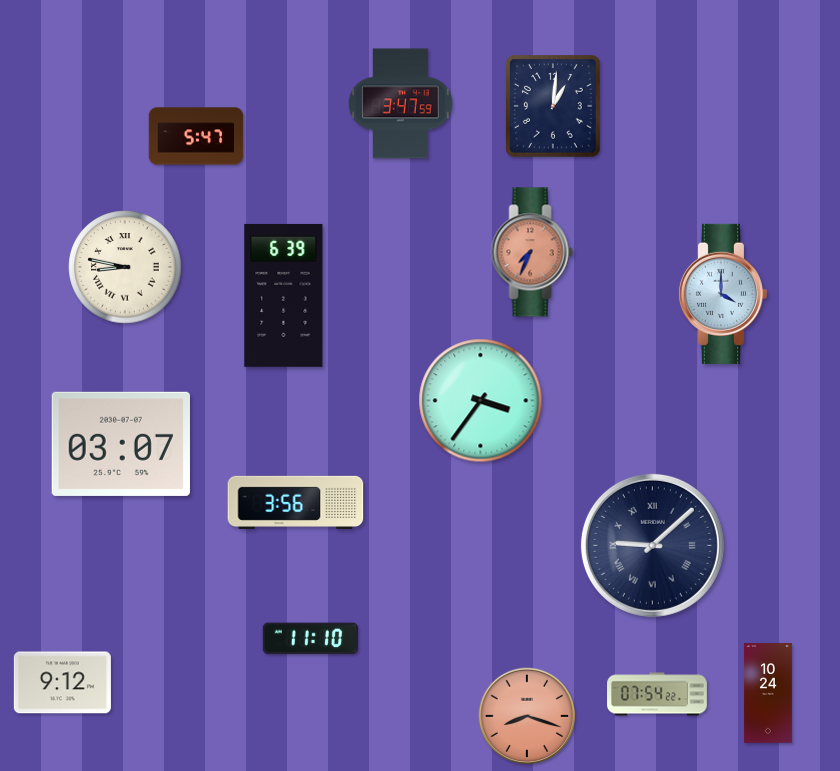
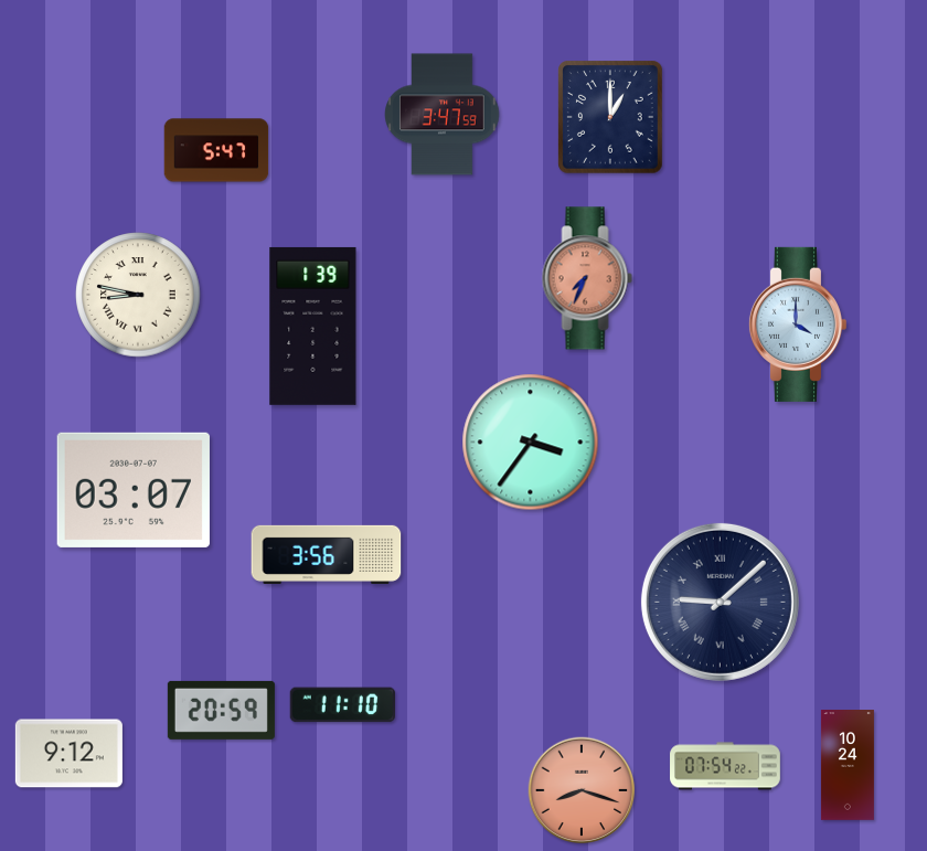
clock at (554, 107): 1:01 -> 1:00
clock at (284, 295): 6:39 -> 1:39
clock at (221, 710): none -> 20:59
